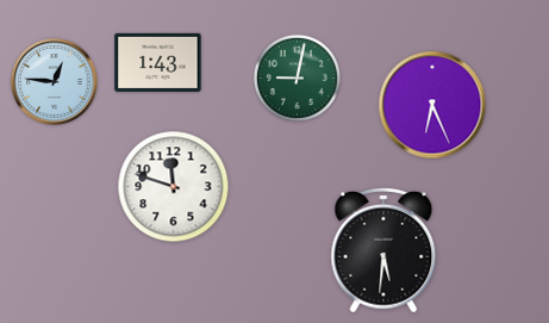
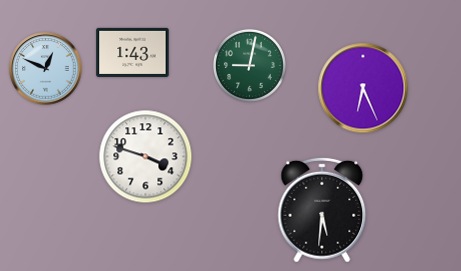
clock at (55, 82): 12:46 -> 12:49
clock at (174, 187): 11:48 -> 3:48
